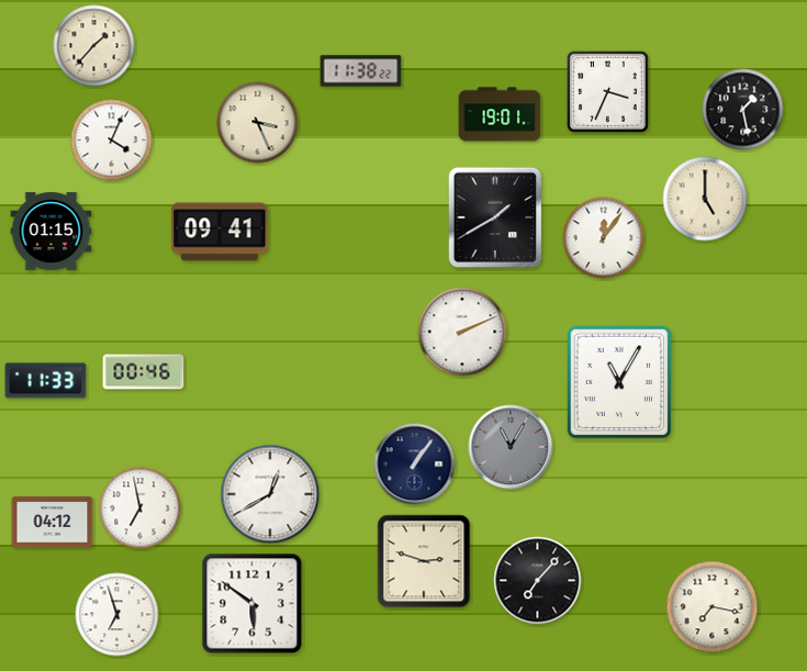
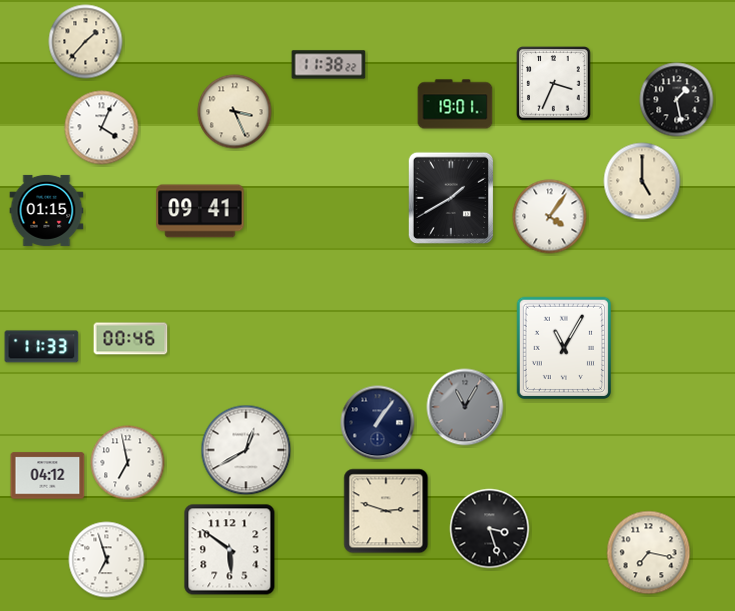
clock at (604, 238): 12:06 -> 4:06
clock at (462, 332): 2:11 -> none
clock at (538, 581): 7:07 -> 3:27
